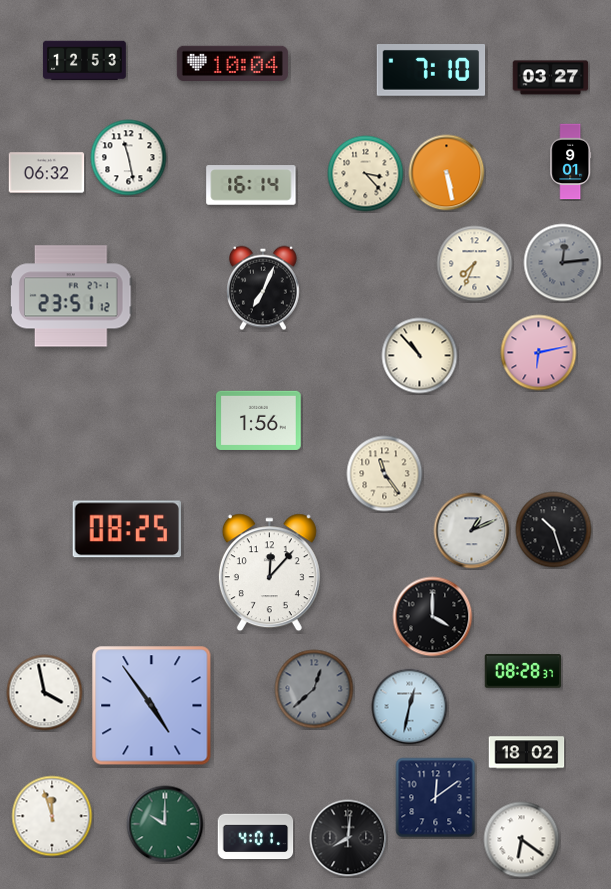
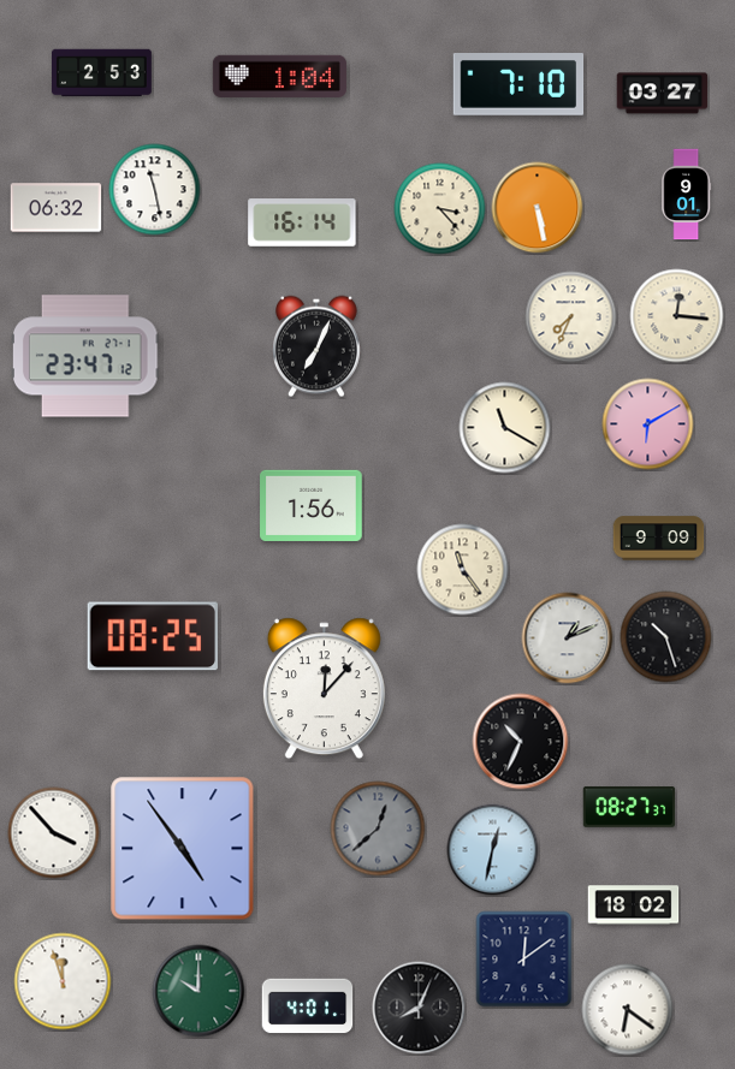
clock at (85, 61): 12:53 -> 2:53
clock at (232, 64): 10:04 -> 1:04
clock at (563, 263): 12:14 -> 12:16
clock at (563, 263) dial: grey -> cream
clock at (71, 296): 23:51 -> 23:47
clock at (539, 353): 6:13 -> 6:10
clock at (420, 356): 10:53 -> 11:20
clock at (659, 539): none -> 9:09
clock at (433, 617): 4:00 -> 10:34
clock at (523, 671): 08:28 -> 08:27
clock at (45, 693): 3:58 -> 3:53
clock at (348, 838): 8:01 -> 8:04
